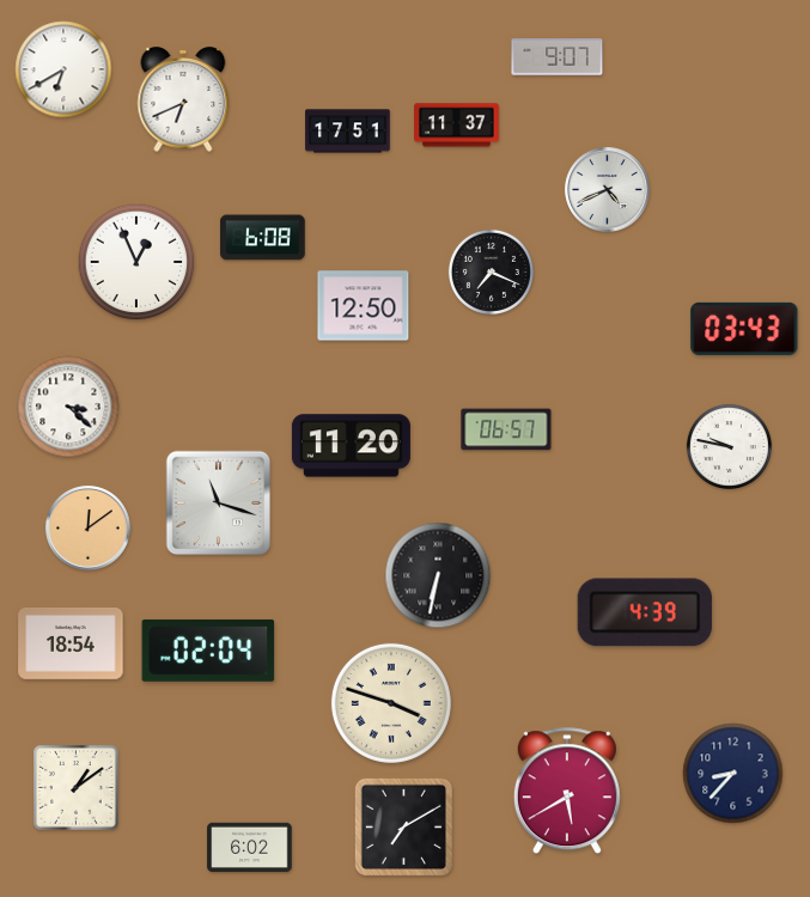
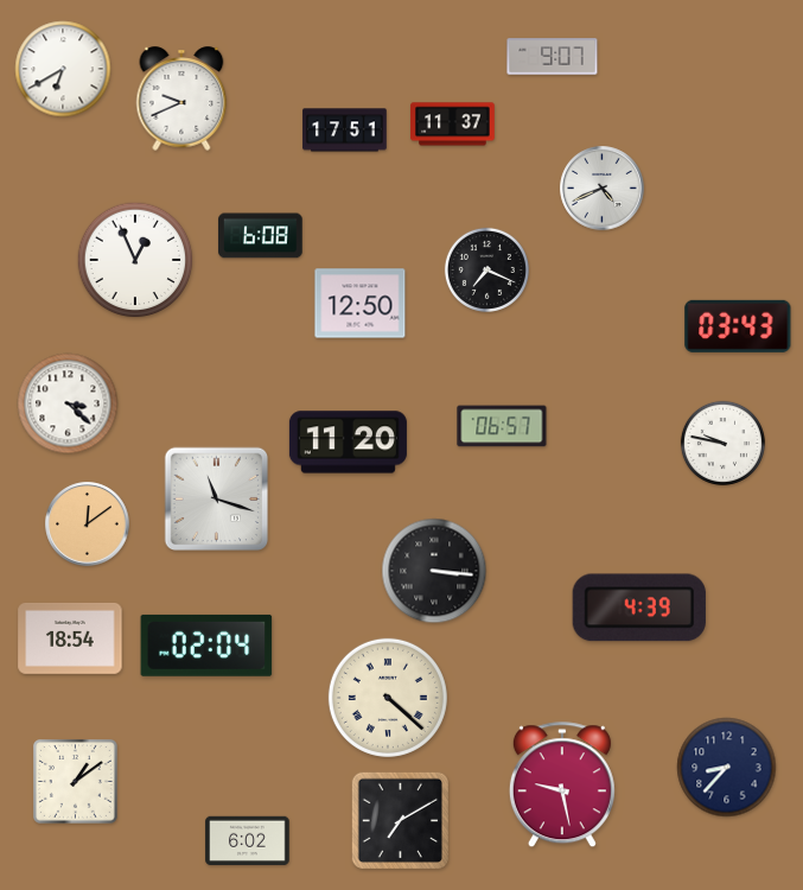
clock at (183, 99): 6:41 -> 9:41
clock at (438, 575): 6:32 -> 3:16
clock at (391, 703): 3:48 -> 4:22
clock at (567, 792): 5:40 -> 9:28
